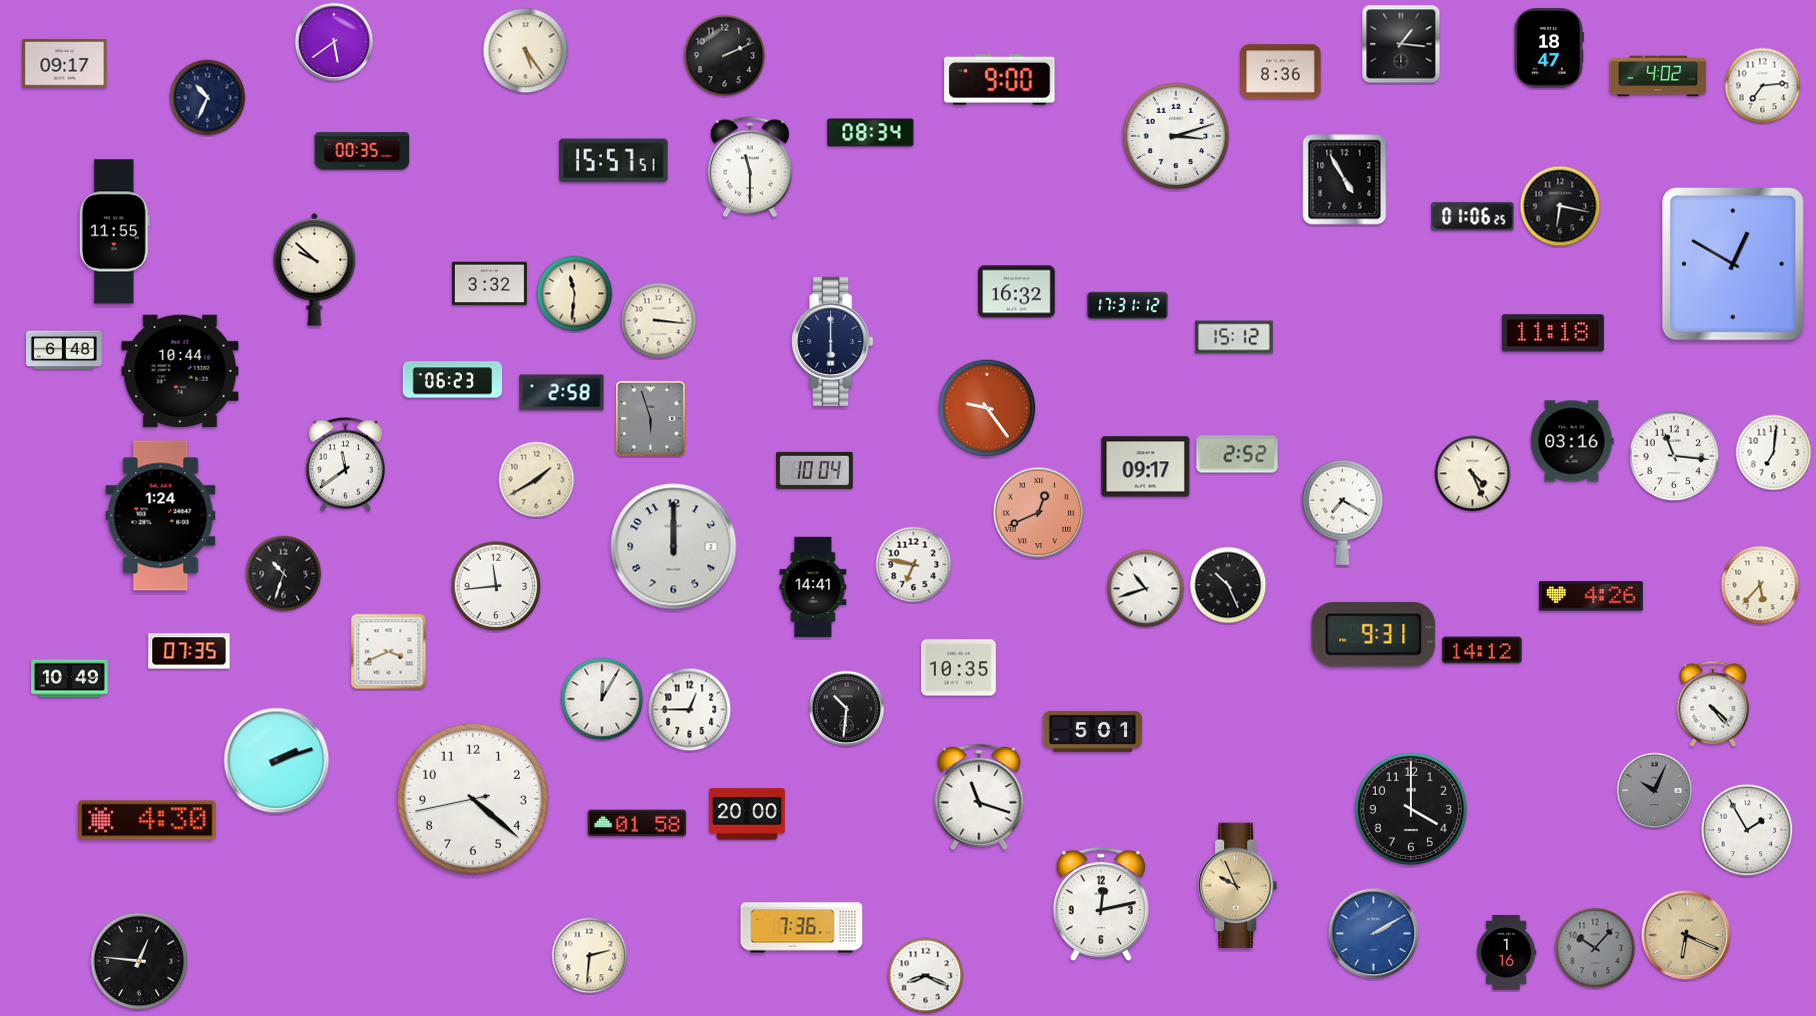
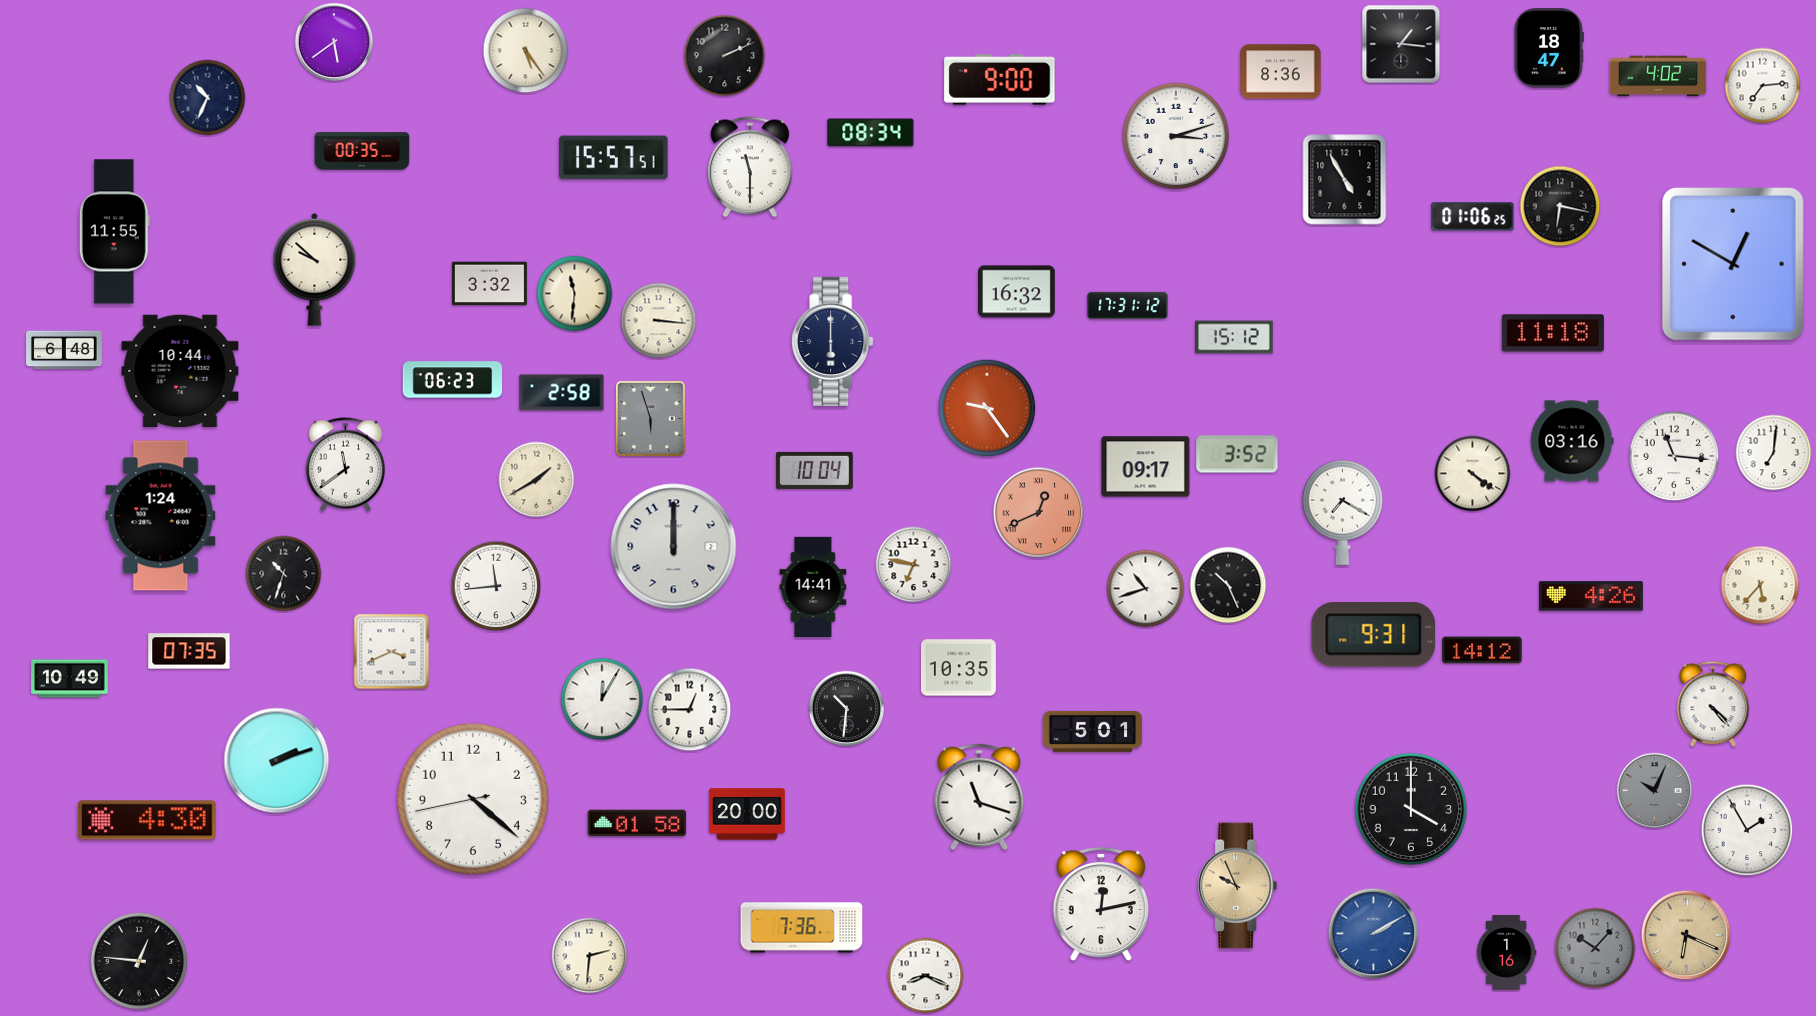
clock at (65, 63): 09:17 -> none
clock at (614, 161) position: (614, 161) -> (614, 158)
clock at (1237, 454): 2:52 -> 3:52
clock at (1473, 474): 4:26 -> 4:21
clock at (389, 652) position: (389, 652) -> (392, 652)
